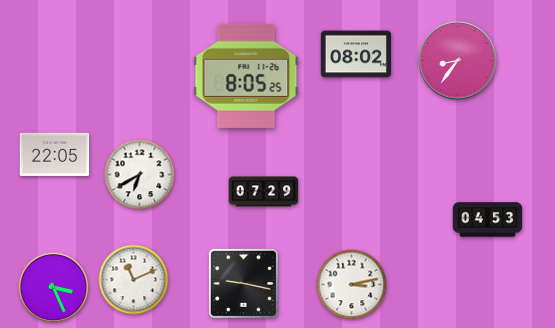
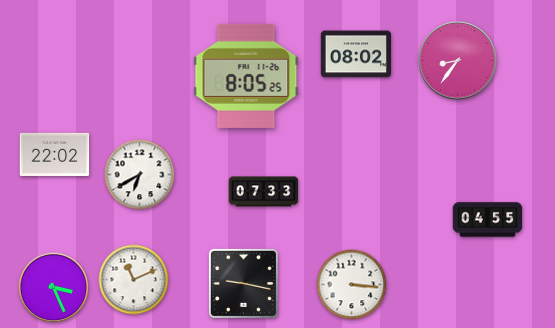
clock at (55, 154): 22:05 -> 22:02
clock at (264, 192): 07:29 -> 07:33
clock at (488, 220): 04:53 -> 04:55
clock at (352, 285): 3:13 -> 3:16
